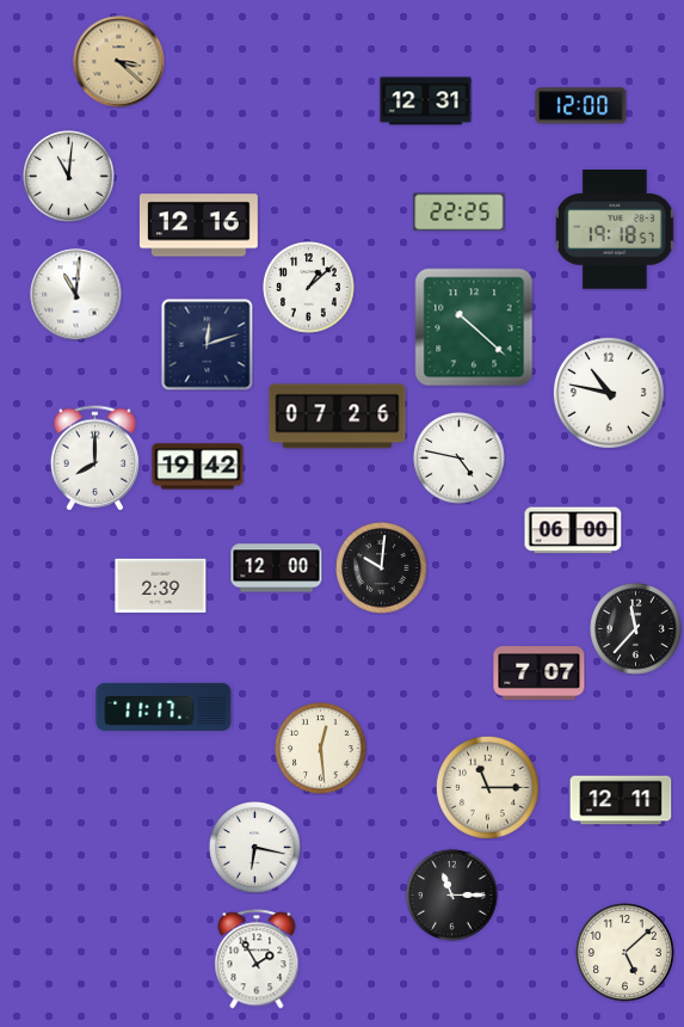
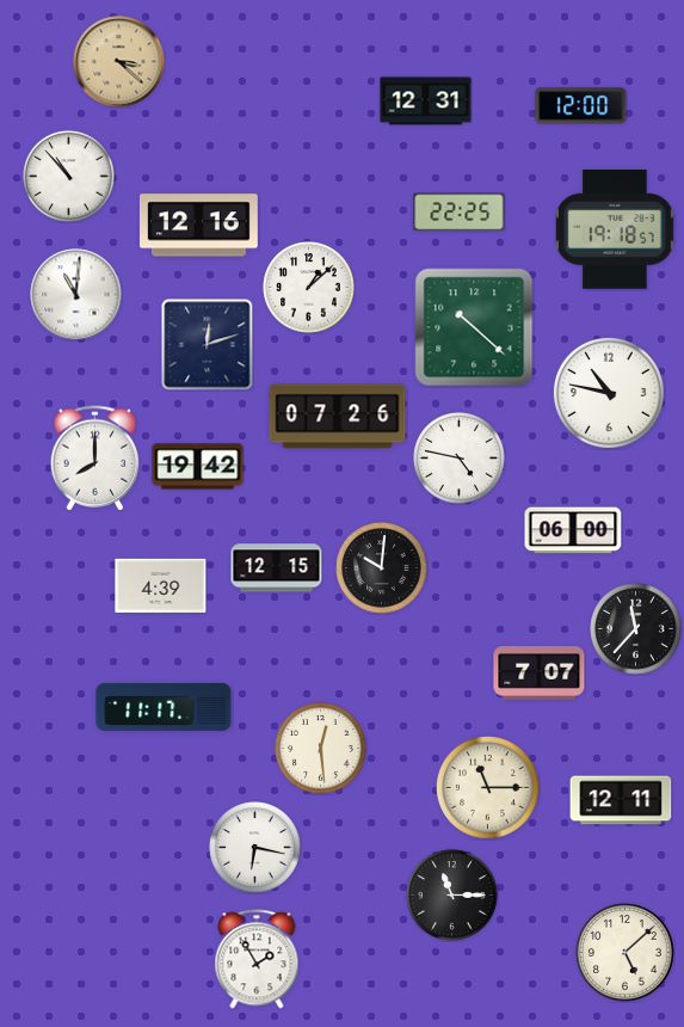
clock at (69, 177): 11:01 -> 10:53
clock at (277, 568): 12:00 -> 12:15
clock at (161, 585): 2:39 -> 4:39
